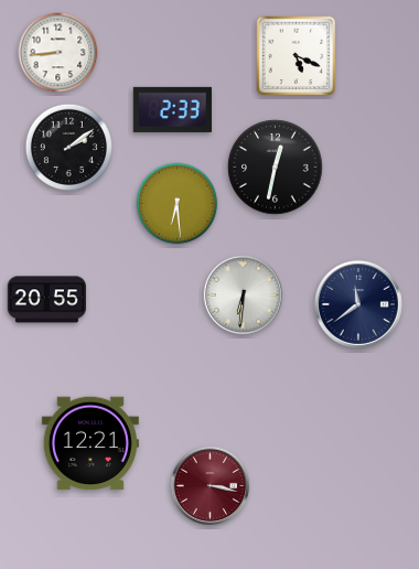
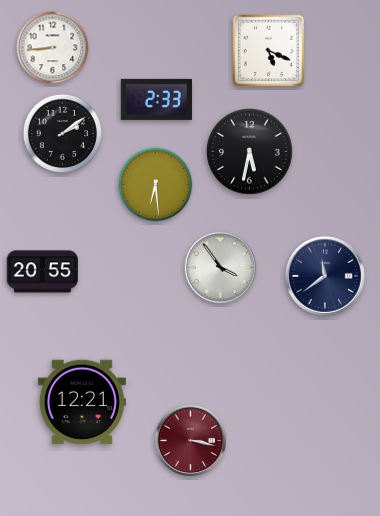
clock at (276, 168): 12:32 -> 5:32
clock at (178, 204) position: (178, 204) -> (156, 185)
clock at (244, 296): 6:31 -> 3:54
